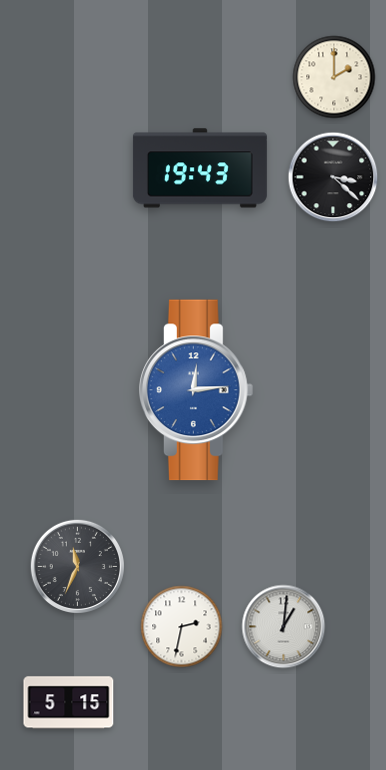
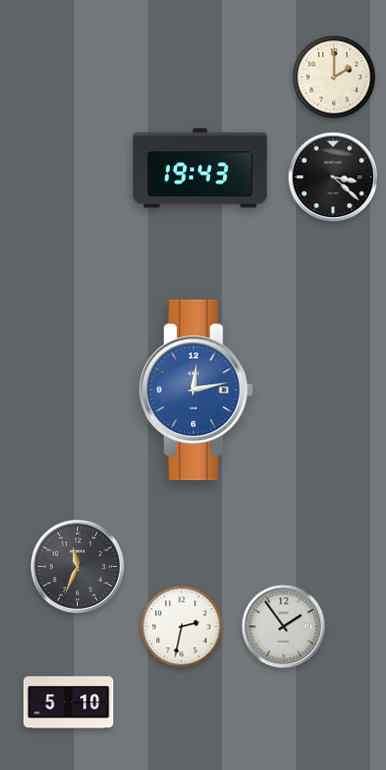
clock at (197, 390): 12:14 -> 12:13
clock at (284, 627): 1:01 -> 1:54
clock at (69, 703): 5:15 -> 5:10
